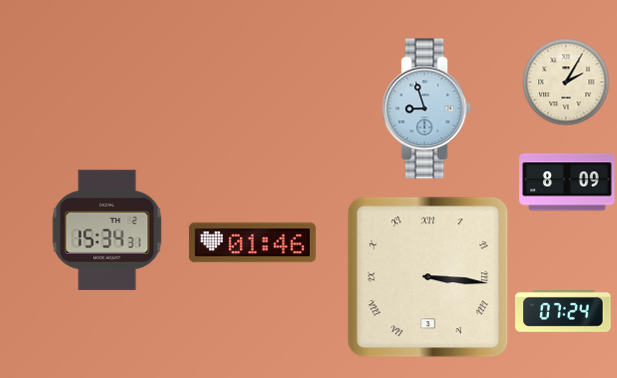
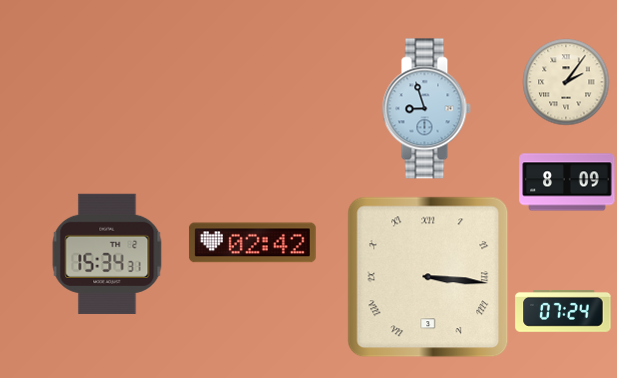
clock at (566, 82): 2:05 -> 2:06
clock at (107, 230) position: (107, 230) -> (107, 254)
clock at (252, 243): 01:46 -> 02:42
